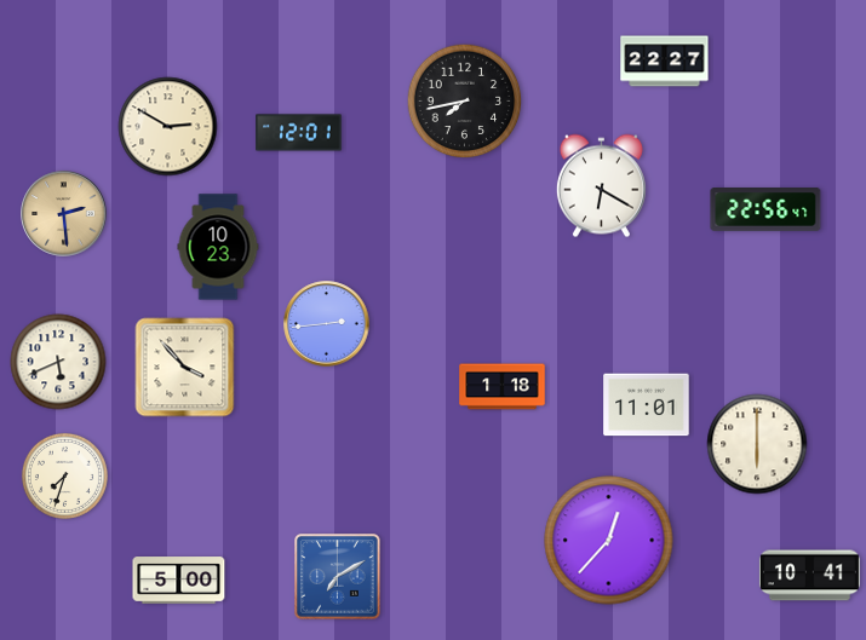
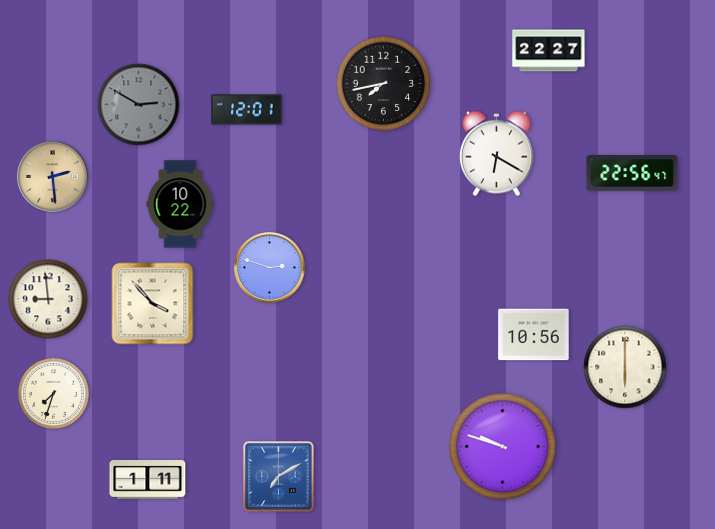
clock at (168, 127) dial: cream -> grey
clock at (218, 247): 10:23 -> 10:22
clock at (327, 324): 2:44 -> 2:48
clock at (58, 362): 5:41 -> 8:59
clock at (503, 387): 1:18 -> none
clock at (647, 405): 11:01 -> 10:56
clock at (609, 541): 12:37 -> 9:48
clock at (809, 576): 10:41 -> none
clock at (179, 581): 5:00 -> 1:11
